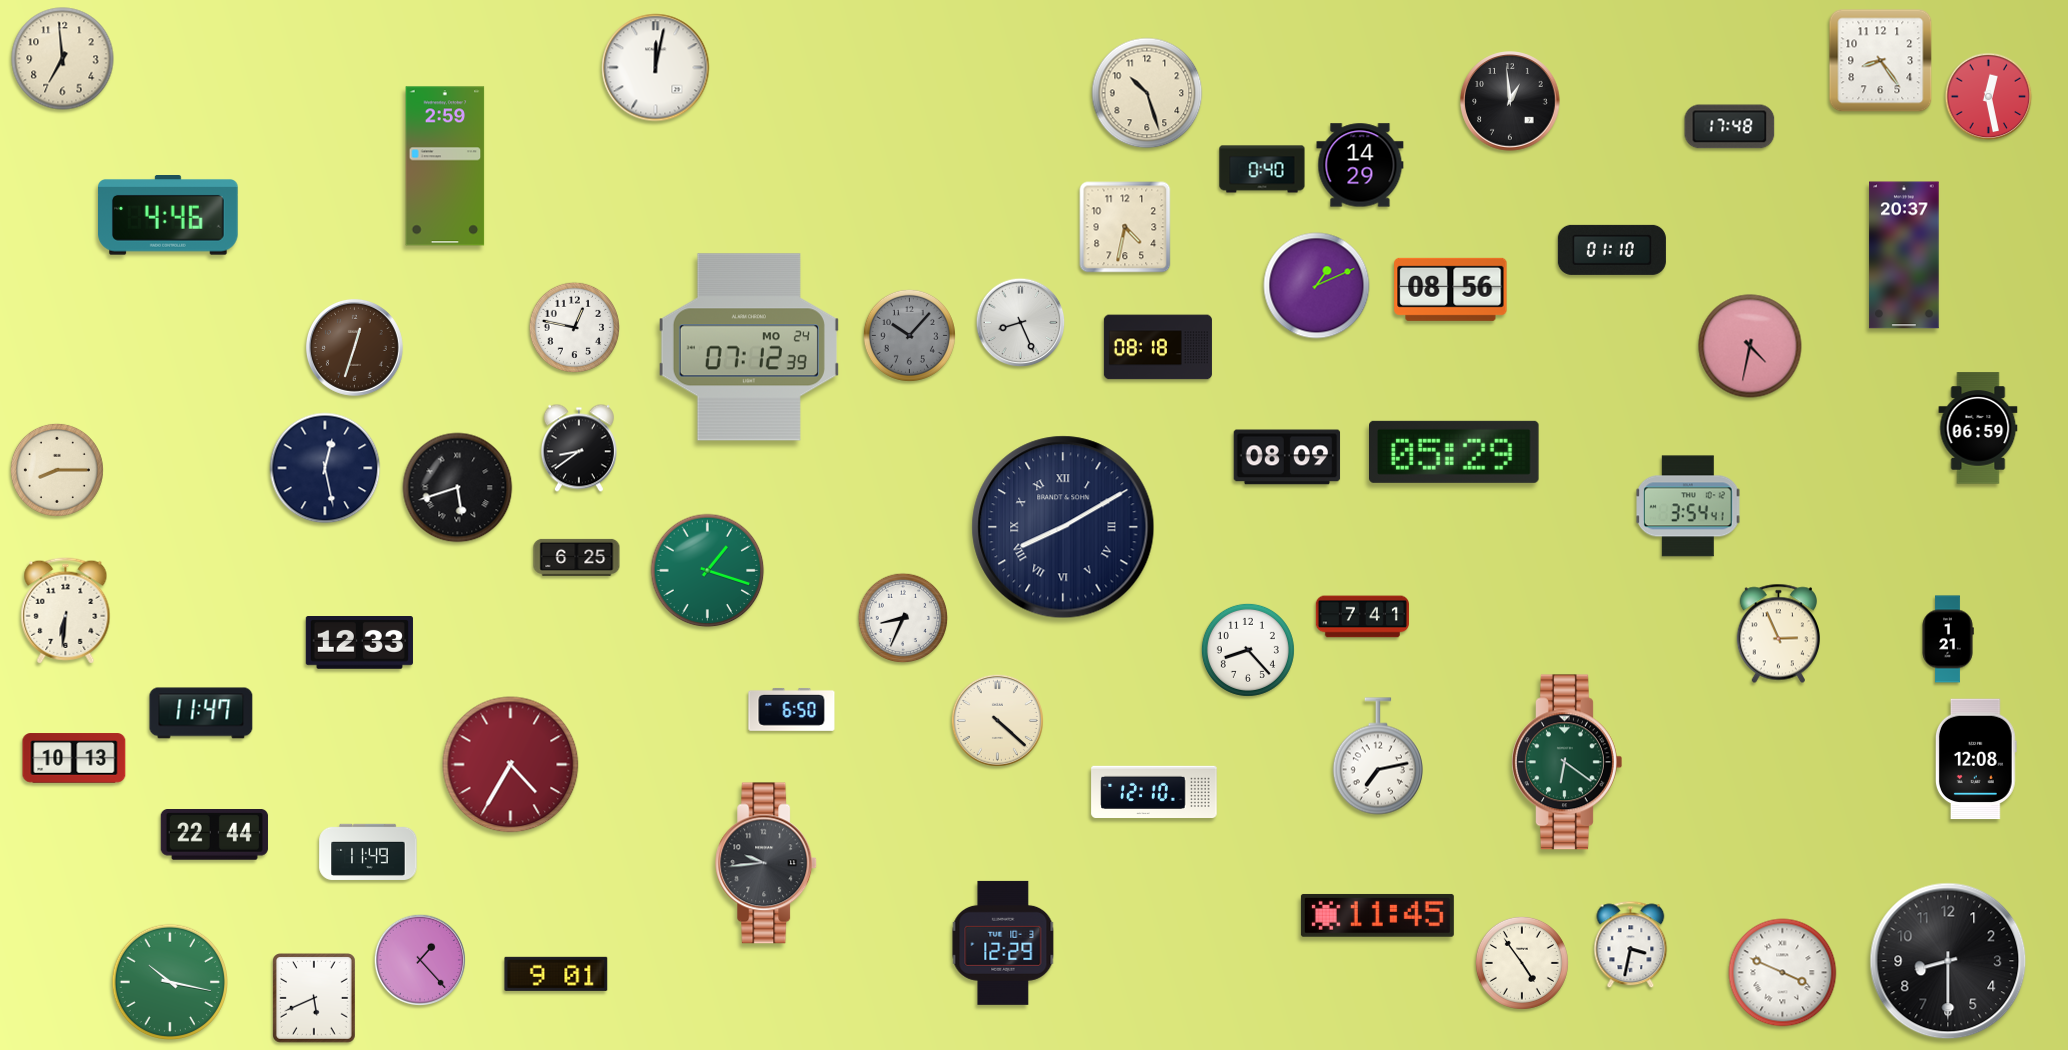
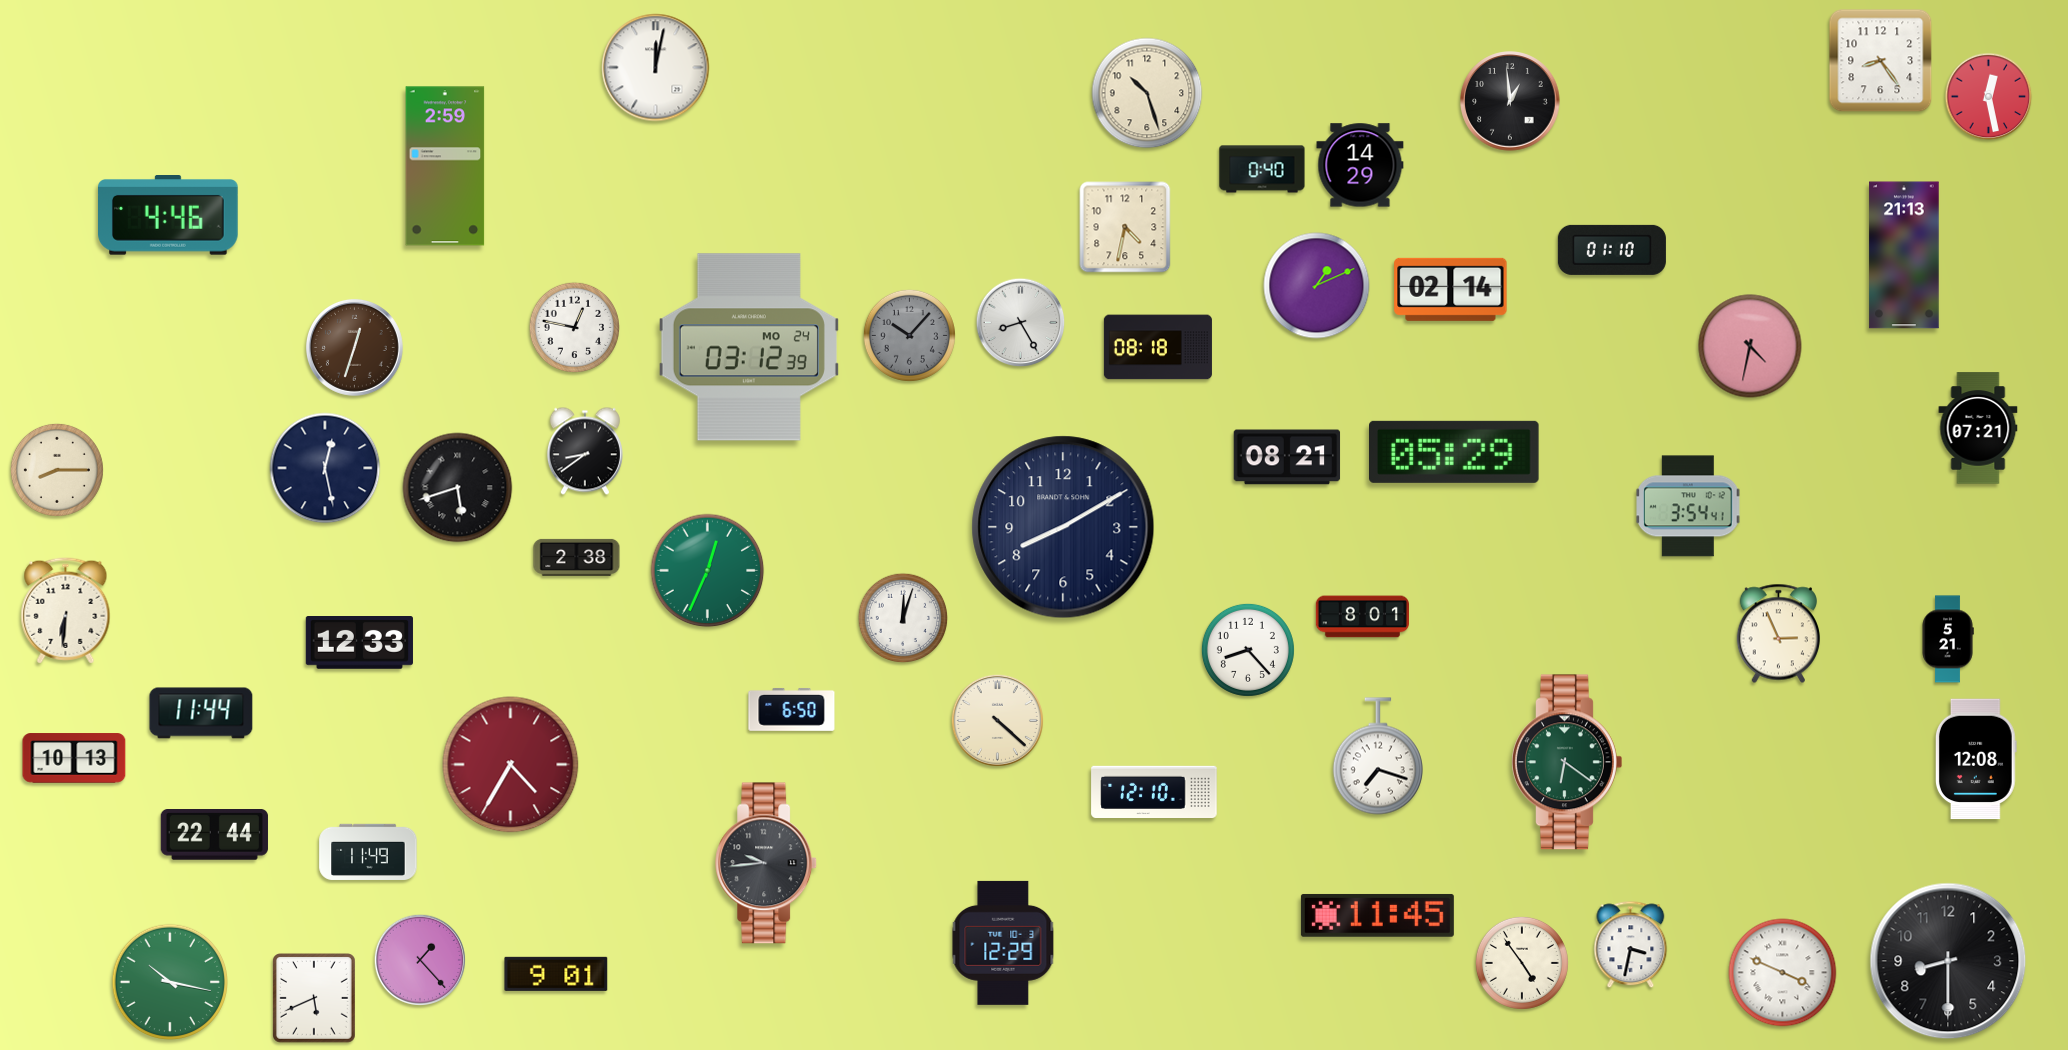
clock at (63, 59): 6:59 -> none
clock at (1730, 127): 17:48 -> none
clock at (1904, 255): 20:37 -> 21:13
clock at (1451, 289): 08:56 -> 02:14
clock at (1021, 323): 8:26 -> 8:25
clock at (749, 347): 07:12 -> 03:12
clock at (1978, 428): 06:59 -> 07:21
clock at (579, 448) position: (579, 448) -> (585, 451)
clock at (1287, 457): 08:09 -> 08:21
clock at (1063, 527) numerals: Roman -> Arabic
clock at (577, 557): 6:25 -> 2:38
clock at (708, 571): 1:18 -> 12:34
clock at (1362, 617): 7:41 -> 8:01
clock at (903, 618): 8:34 -> 12:03
clock at (1948, 639): 1:21 -> 5:21
clock at (201, 713): 11:47 -> 11:44
clock at (1378, 756): 7:13 -> 7:18
